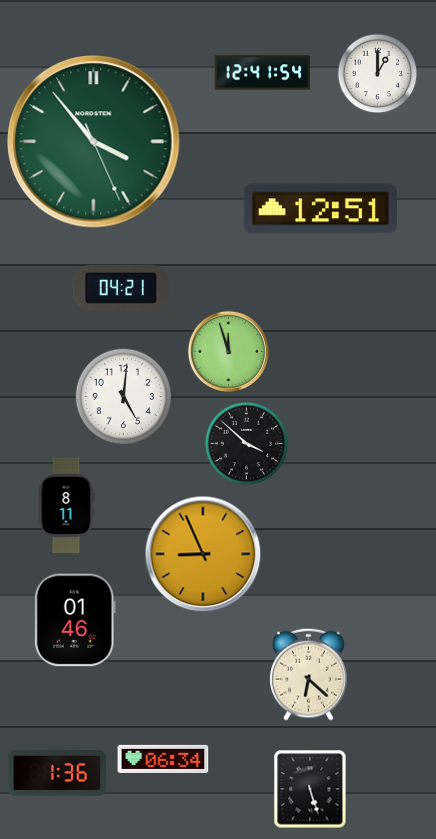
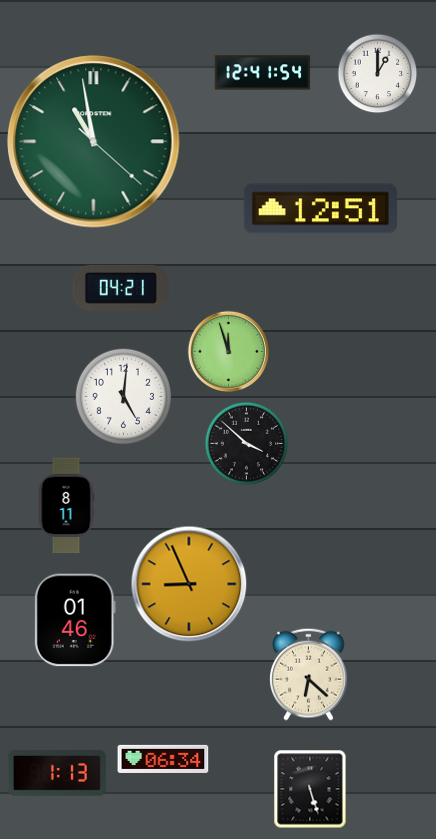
clock at (94, 142): 3:53 -> 10:58
clock at (203, 554) position: (203, 554) -> (189, 584)
clock at (57, 773): 1:36 -> 1:13
